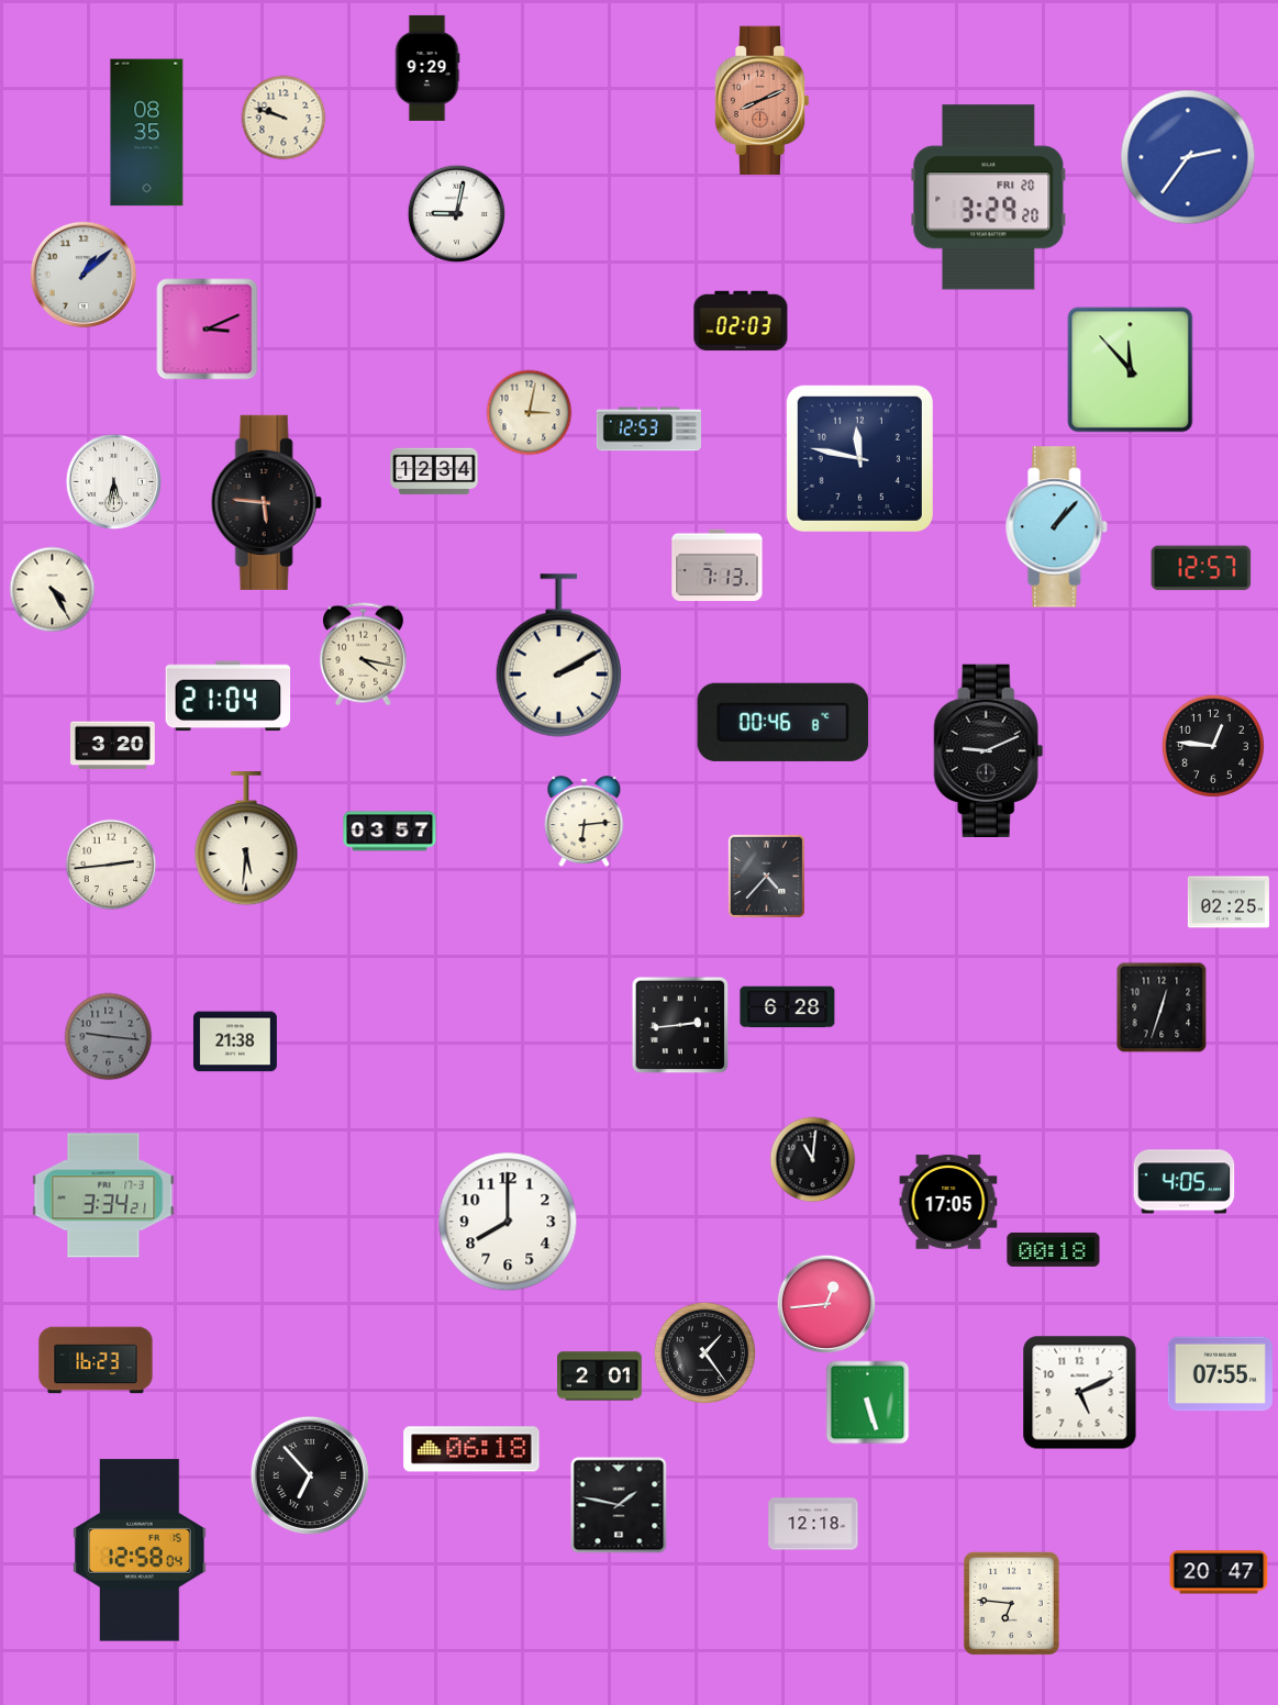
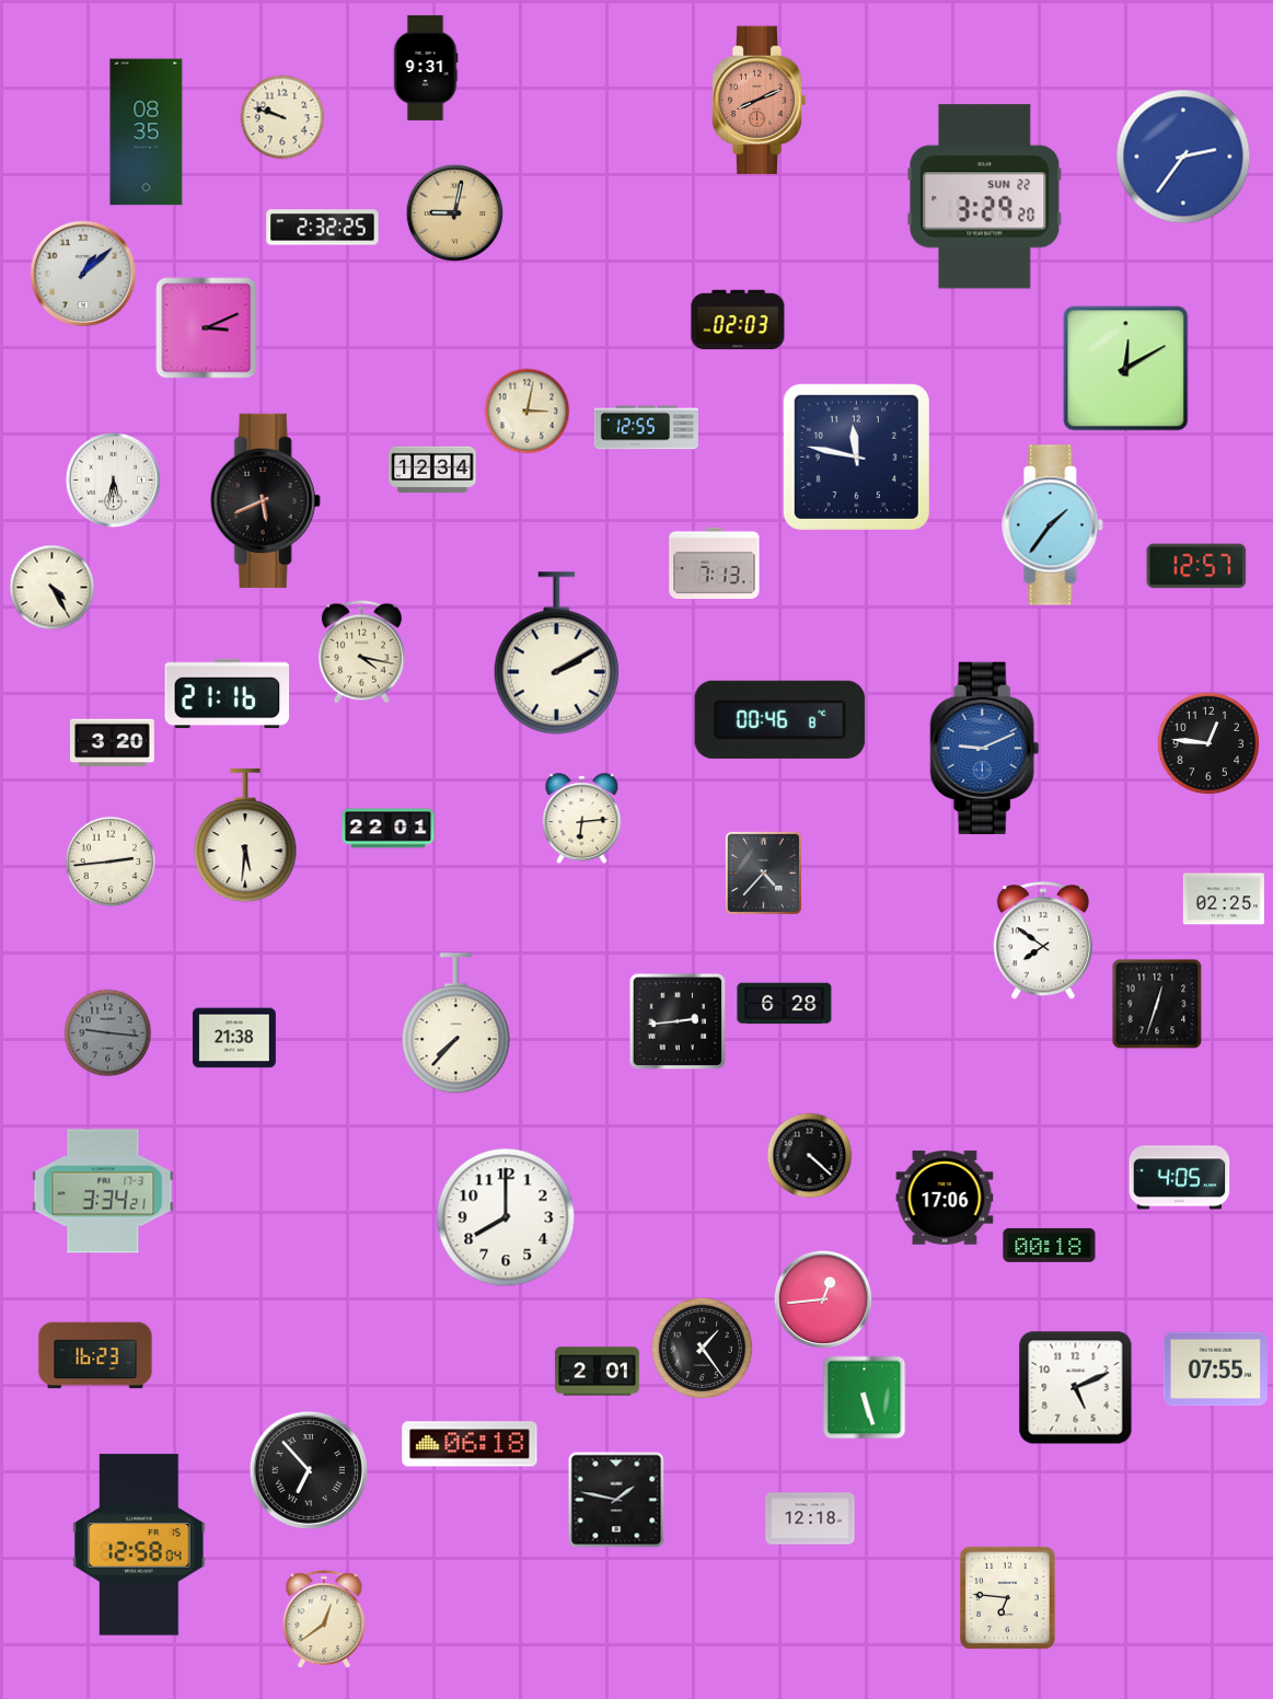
clock at (427, 68): 9:29 -> 9:31
clock at (989, 198) date: FRI 20 -> SUN 22
clock at (457, 214) dial: white -> champagne
clock at (323, 228): none -> 2:32
clock at (1131, 370): 11:53 -> 12:10
clock at (648, 430): 12:53 -> 12:55
clock at (266, 502): 5:46 -> 5:41
clock at (1057, 527): 1:07 -> 1:36
clock at (229, 697): 21:04 -> 21:16
clock at (989, 750) dial: black -> blue
clock at (390, 832): 03:57 -> 22:01
clock at (1043, 941): none -> 7:51
clock at (456, 1024): none -> 7:37
clock at (813, 1160): 11:01 -> 4:22
clock at (948, 1202): 17:05 -> 17:06
clock at (1219, 1572): 20:47 -> none
clock at (324, 1620): none -> 12:39
